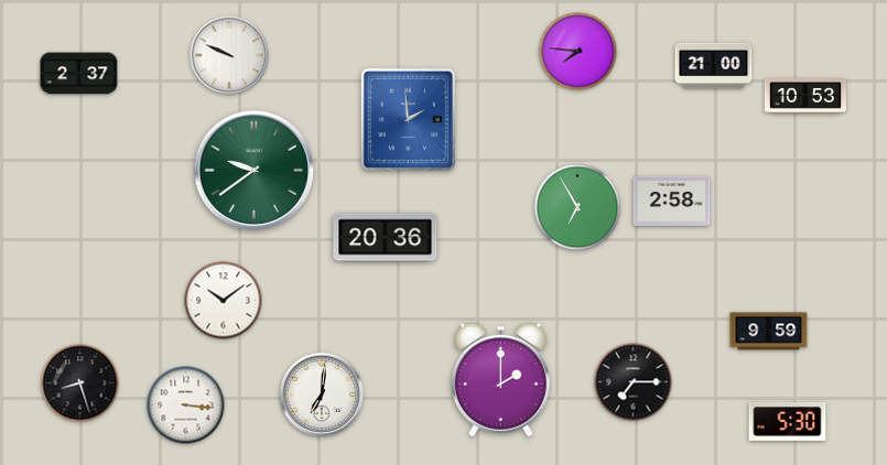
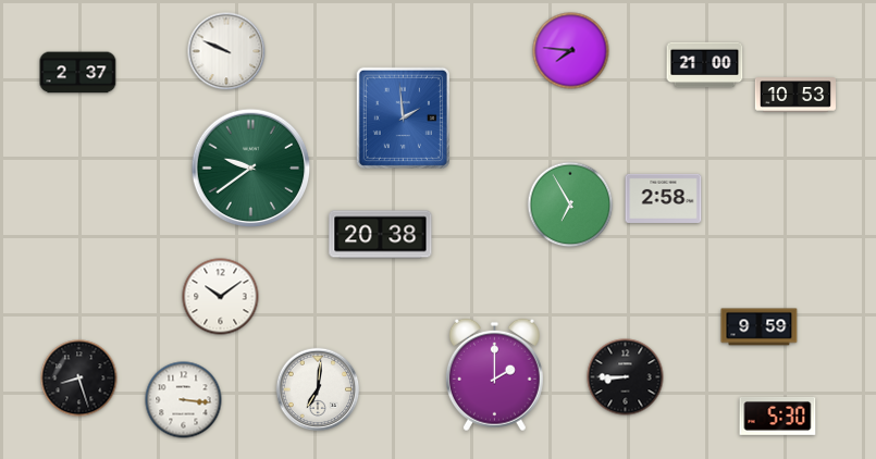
clock at (229, 55) position: (229, 55) -> (226, 51)
clock at (386, 238): 20:36 -> 20:38
clock at (634, 382): 7:15 -> 8:45
